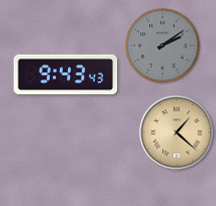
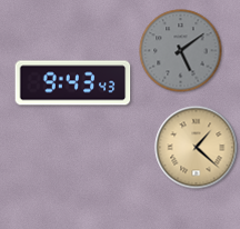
clock at (163, 46): 2:09 -> 5:09
